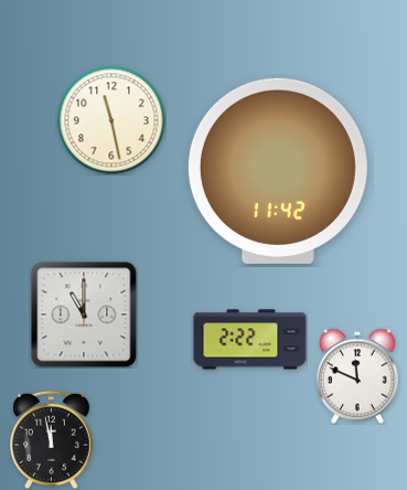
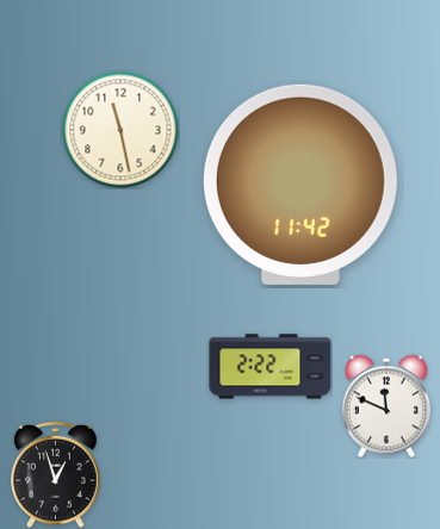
clock at (84, 315): 11:00 -> none
clock at (52, 439): 11:58 -> 12:57
